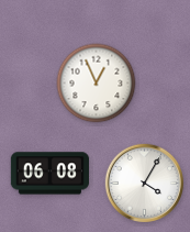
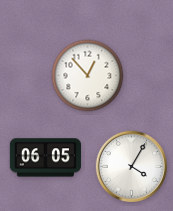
clock at (97, 84): 12:56 -> 12:53
clock at (49, 174): 06:08 -> 06:05
